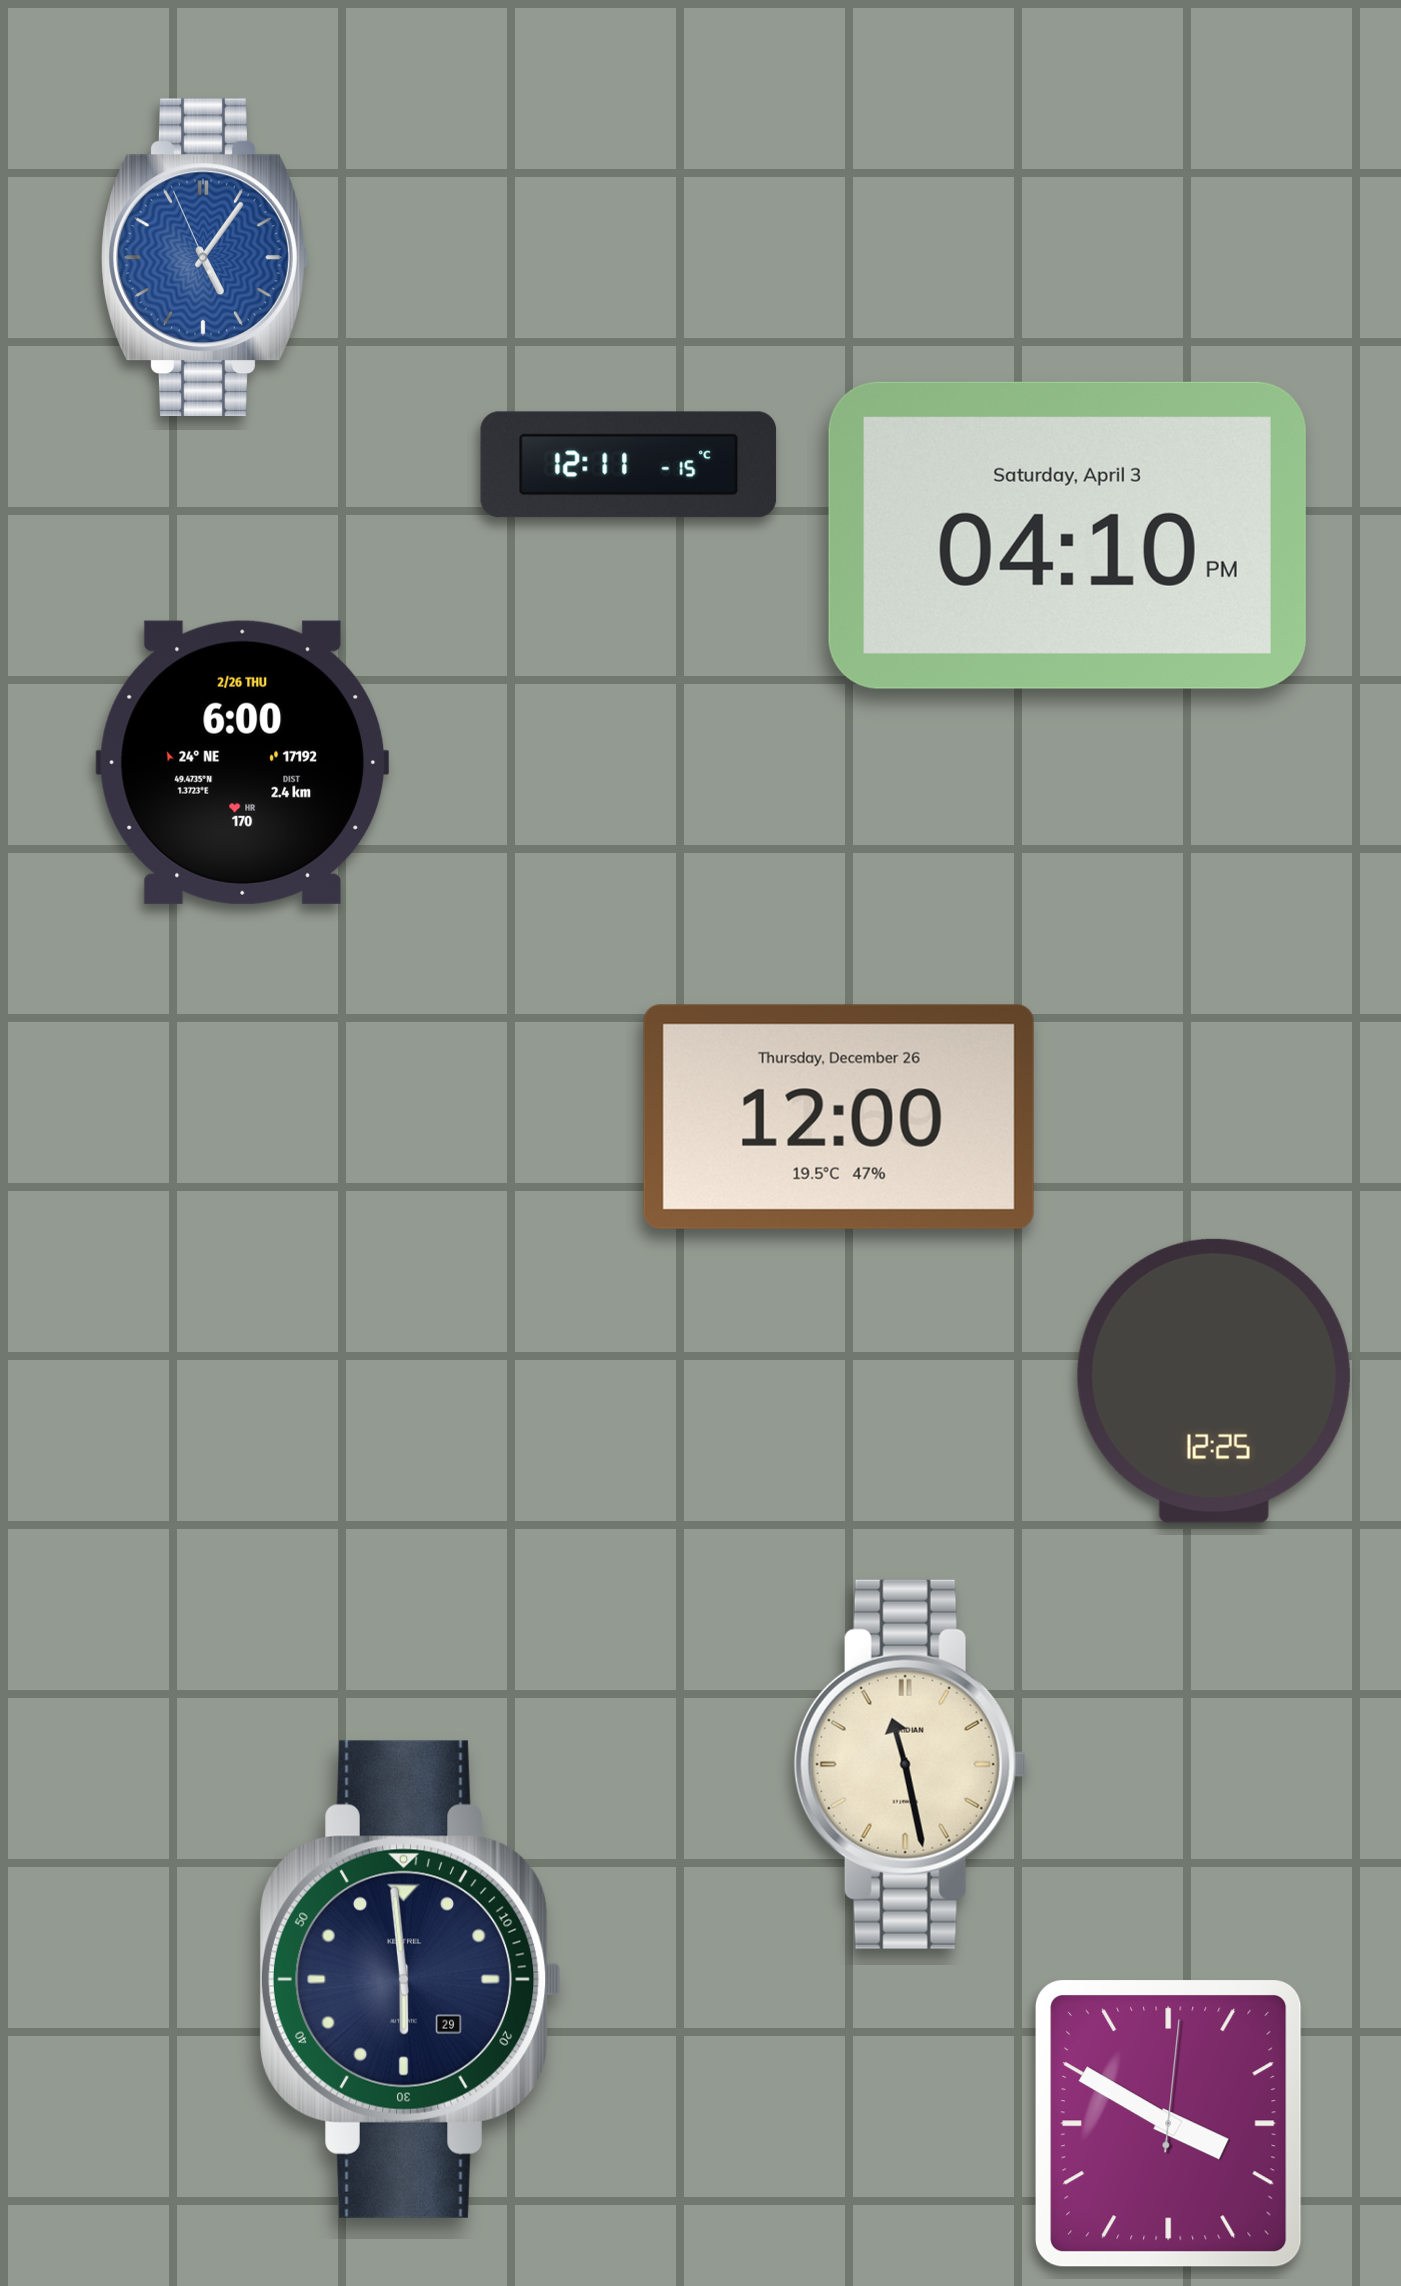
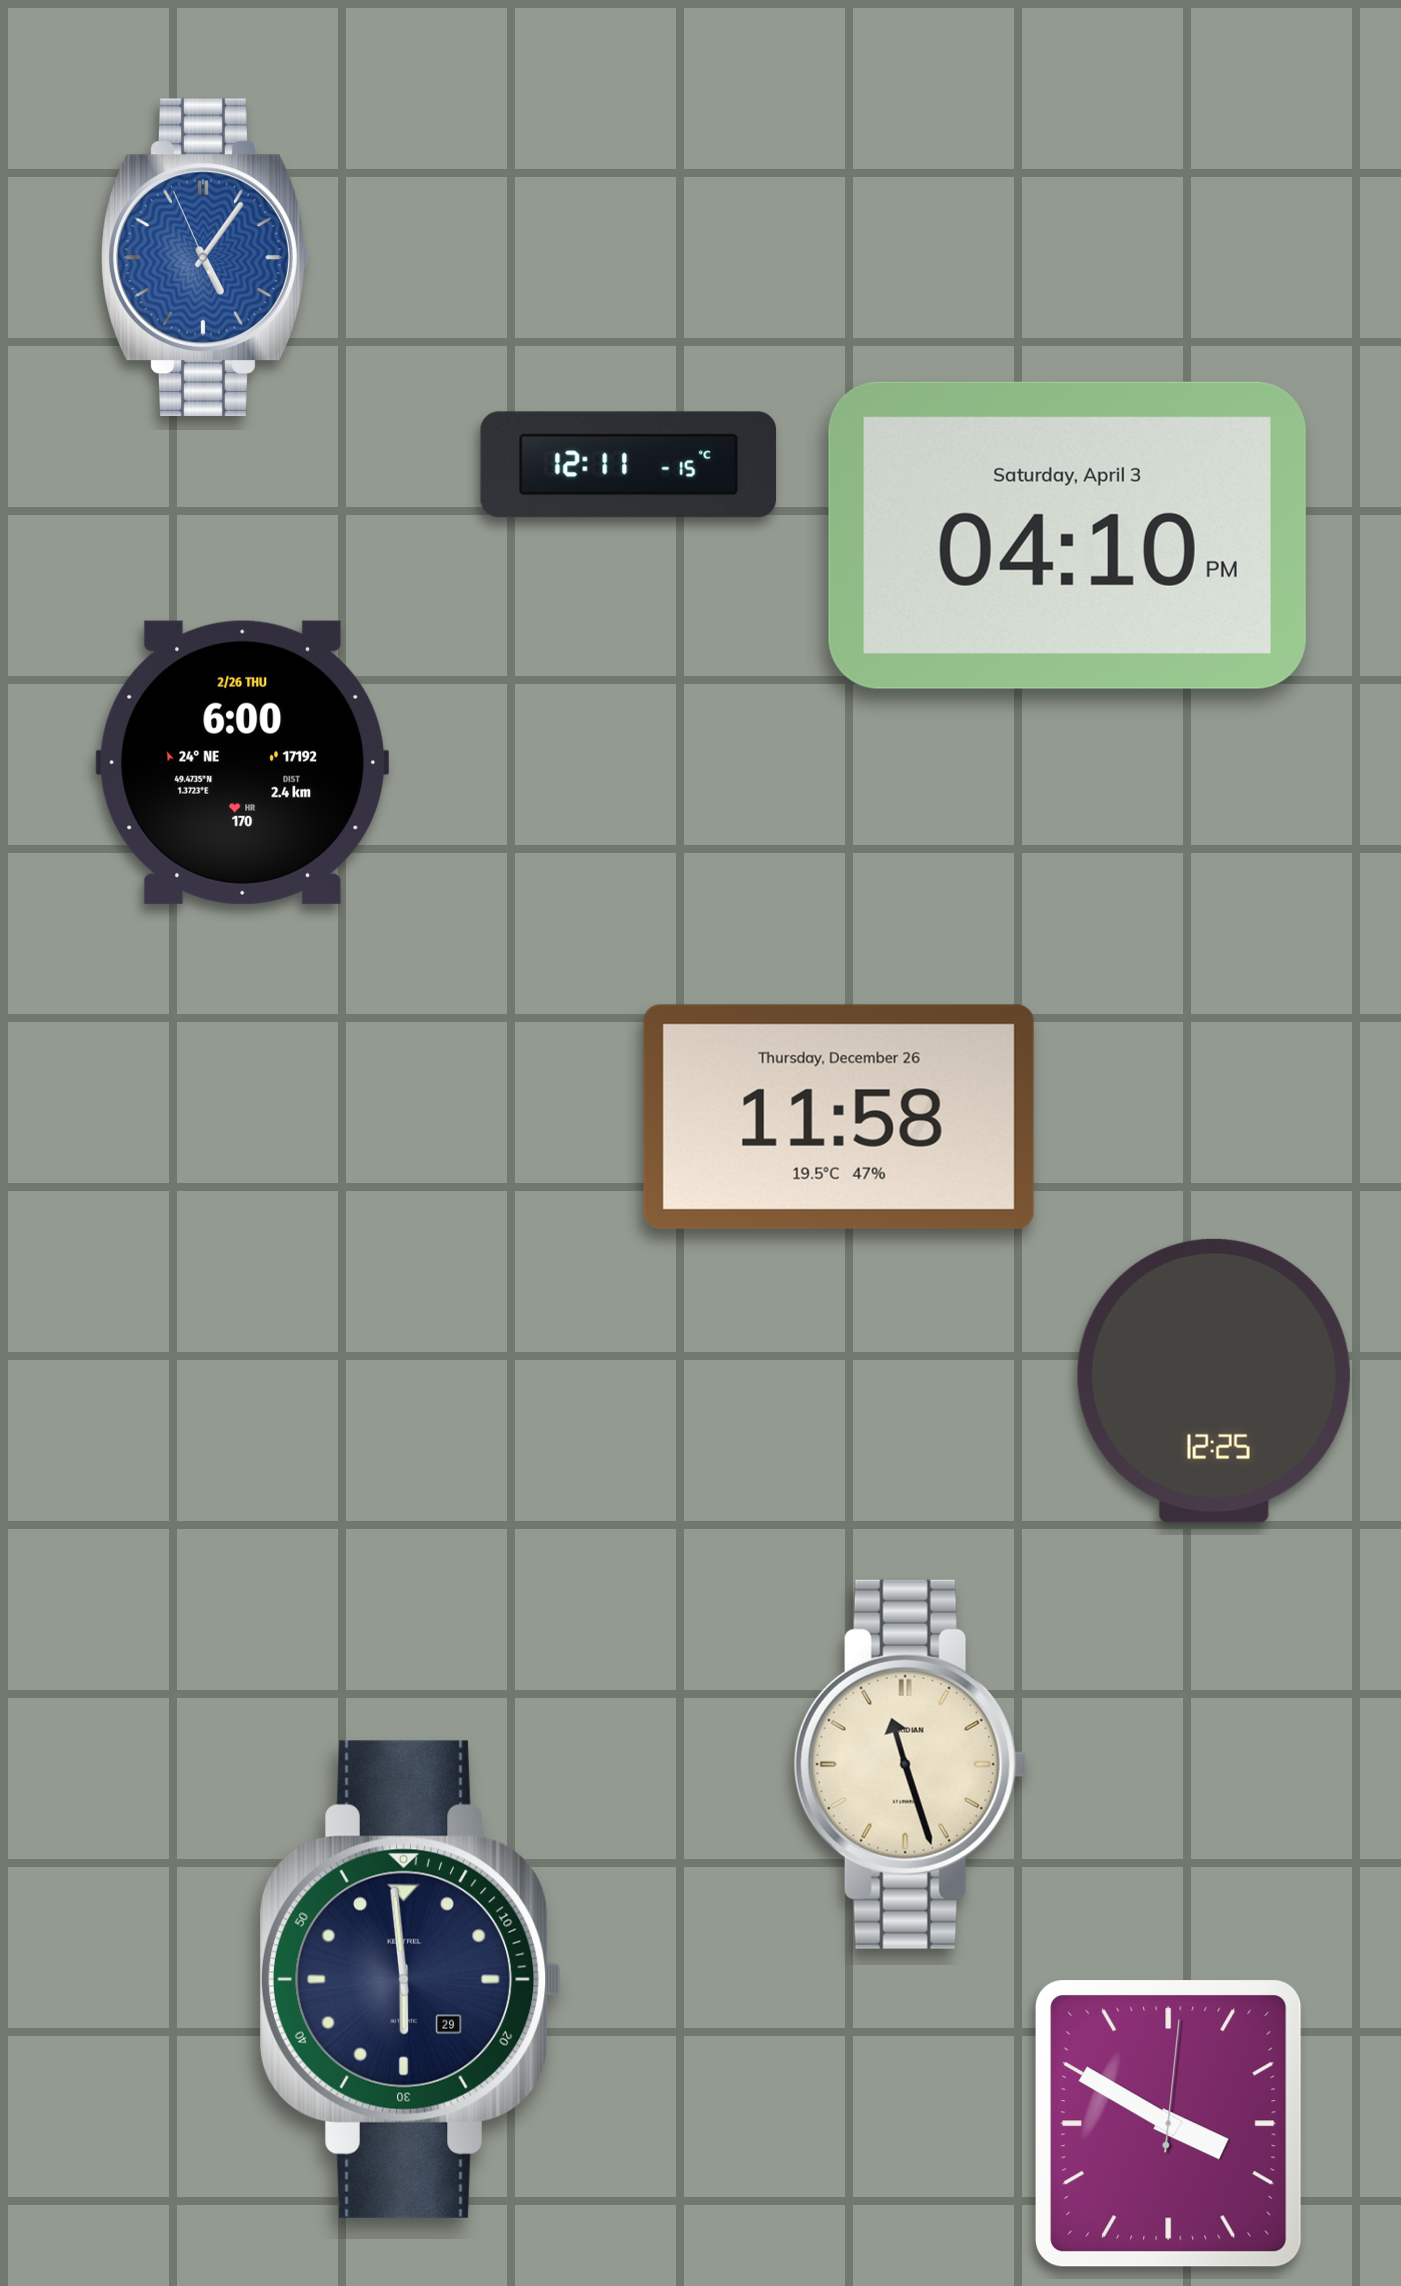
clock at (839, 1117): 12:00 -> 11:58
clock at (910, 1764): 11:28 -> 11:27
